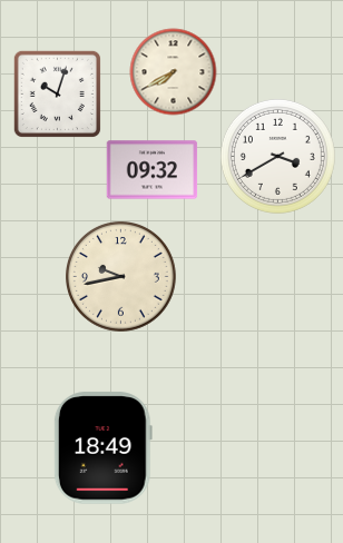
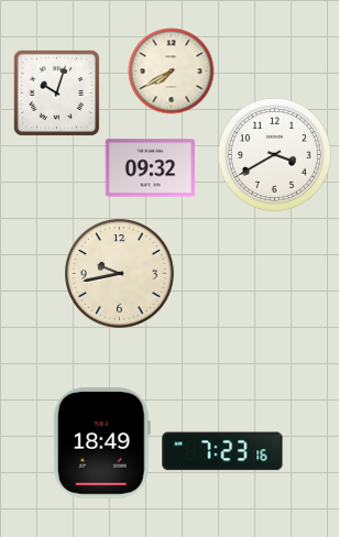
clock at (222, 451): none -> 7:23
